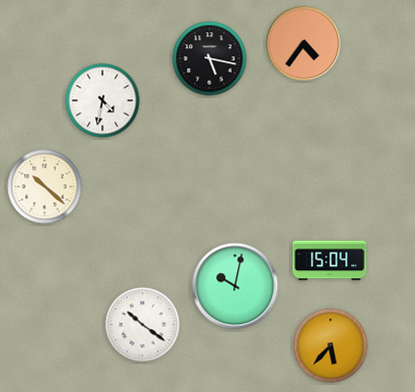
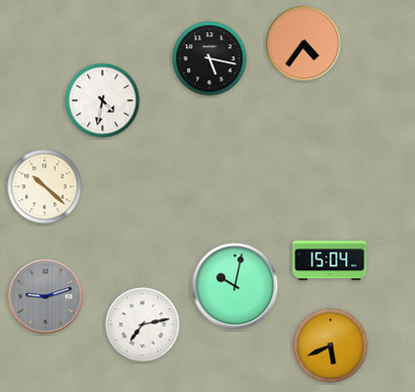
clock at (46, 297): none -> 9:12
clock at (143, 325): 10:21 -> 7:13
clock at (331, 346): 5:37 -> 5:41
